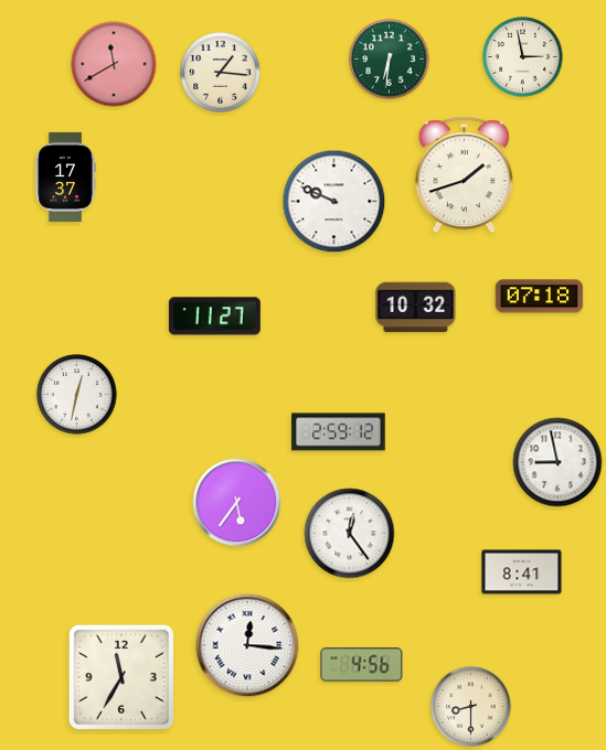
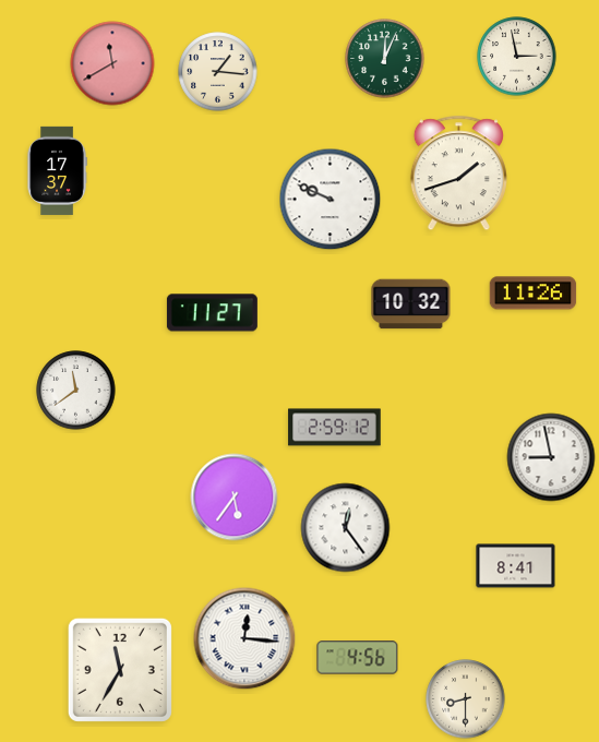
clock at (390, 60): 6:31 -> 12:04
clock at (65, 176) position: (65, 176) -> (57, 170)
clock at (540, 297): 07:18 -> 11:26
clock at (77, 395): 12:32 -> 11:39
